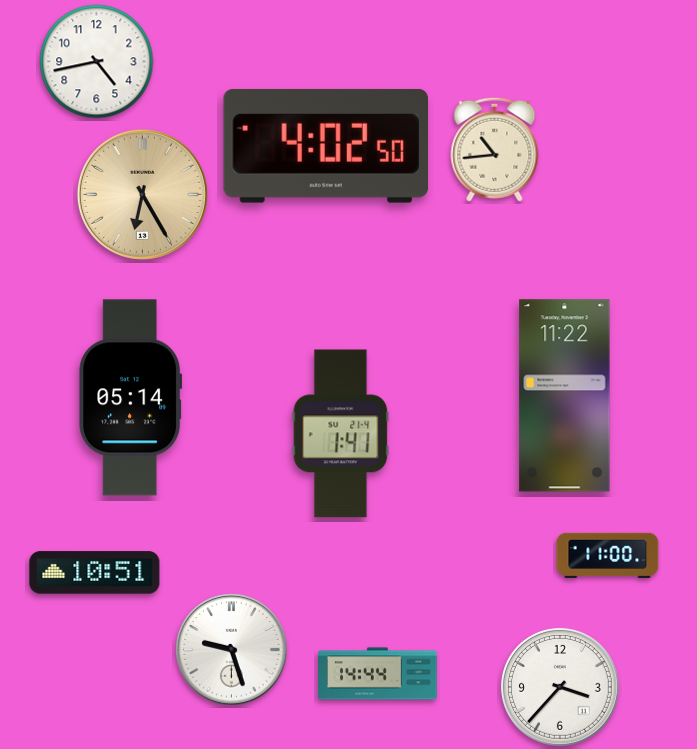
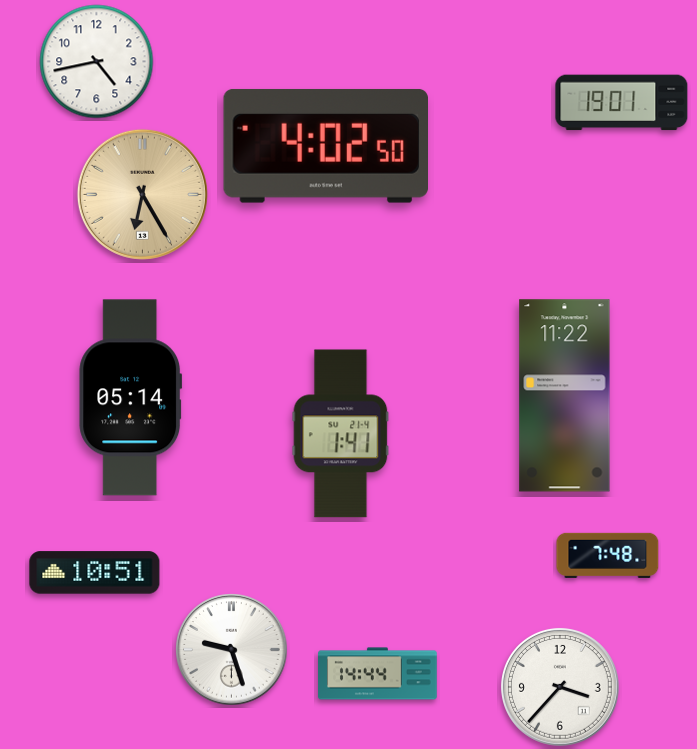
clock at (622, 103): none -> 19:01
clock at (495, 149): 10:44 -> none
clock at (608, 555): 11:00 -> 7:48
